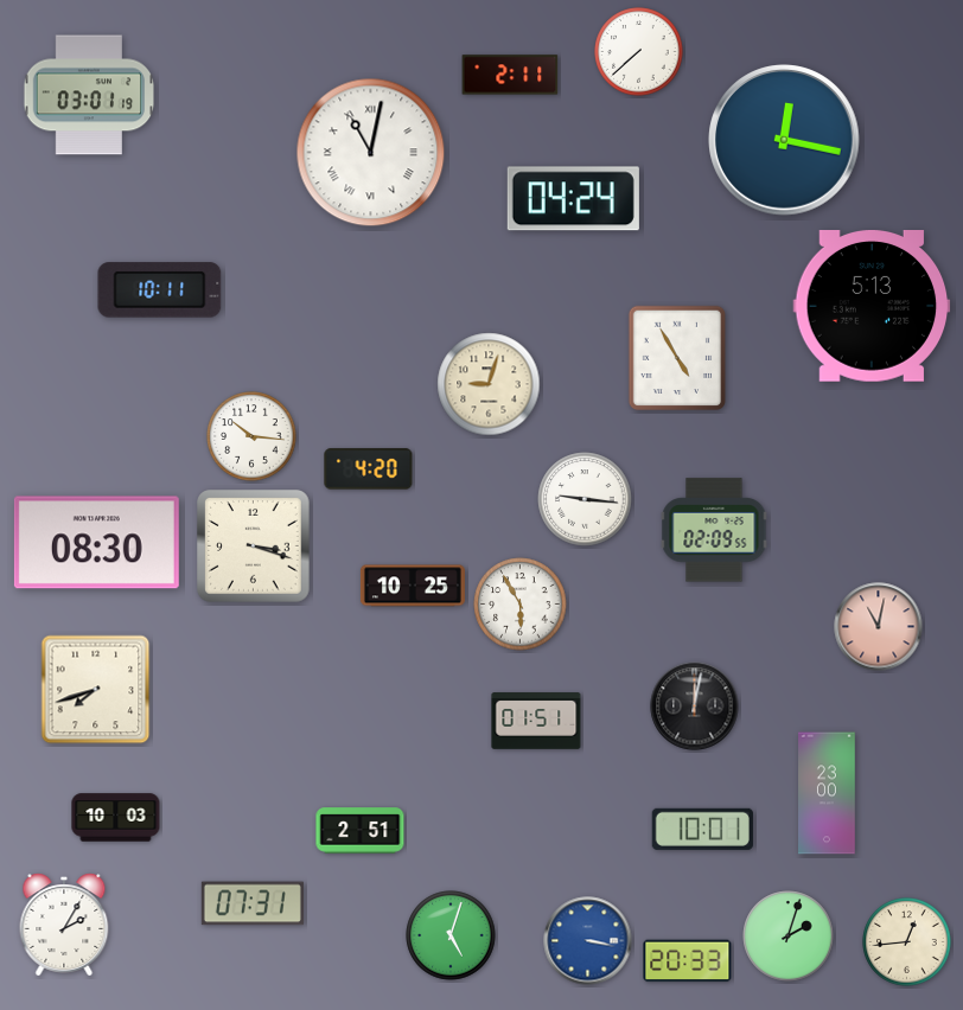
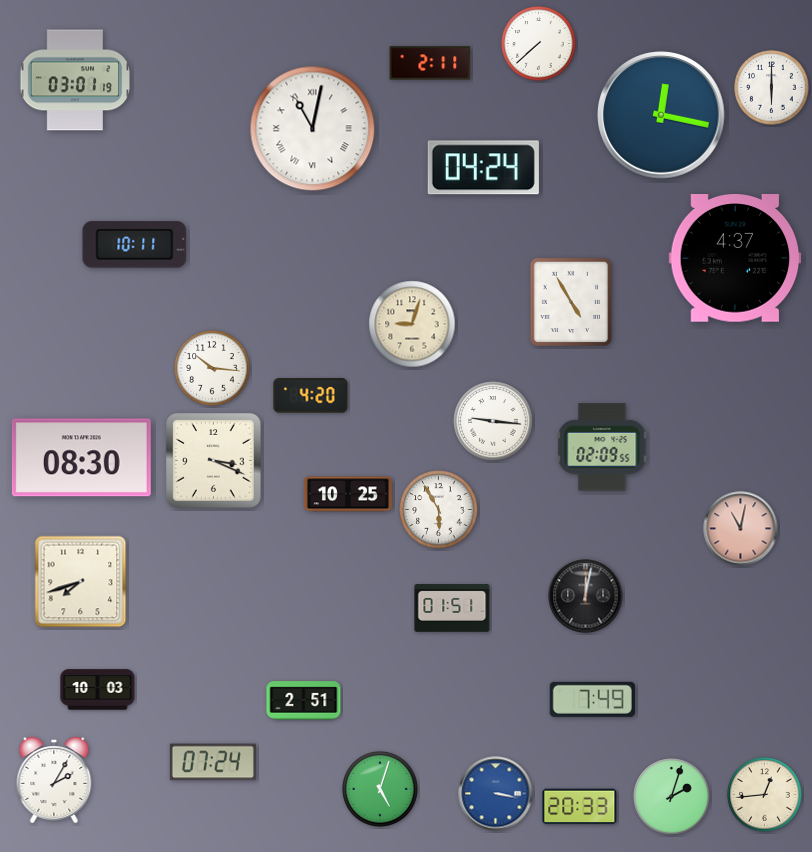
clock at (772, 88): none -> 6:00
clock at (784, 140) position: (784, 140) -> (661, 115)
clock at (872, 307): 5:13 -> 4:37
clock at (254, 546): 3:18 -> 3:19
clock at (827, 793): 23:00 -> none
clock at (702, 829): 10:01 -> 7:49
clock at (253, 903): 07:31 -> 07:24
clock at (789, 937) position: (789, 937) -> (672, 797)
clock at (688, 961) position: (688, 961) -> (580, 807)
